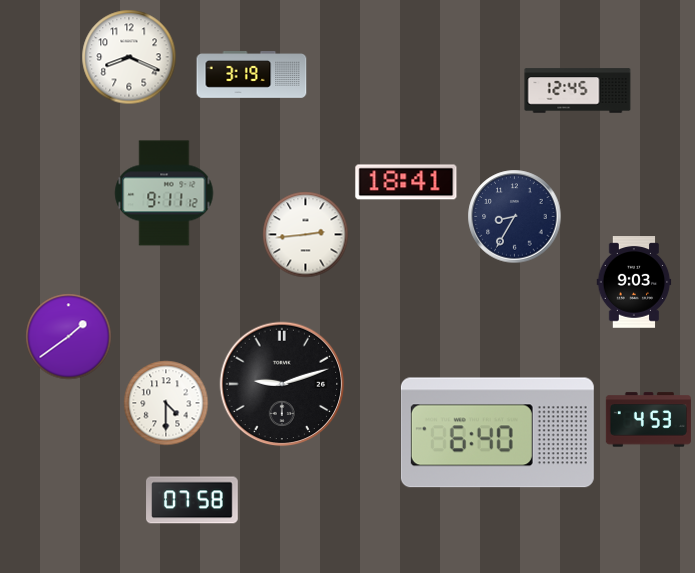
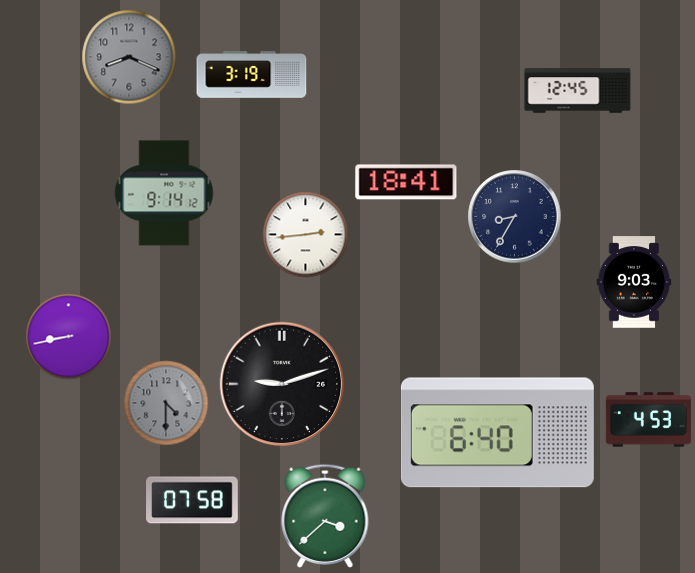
clock at (129, 57) dial: white -> grey
clock at (164, 193): 9:11 -> 9:14
clock at (69, 337): 1:39 -> 8:43
clock at (166, 403) dial: white -> grey
clock at (325, 516): none -> 3:38
